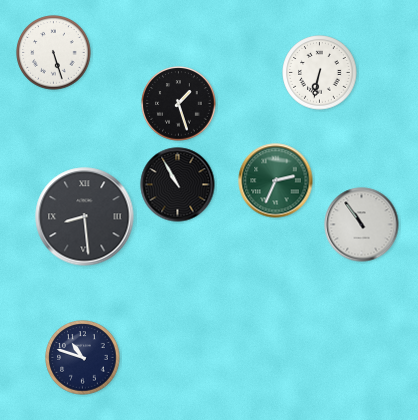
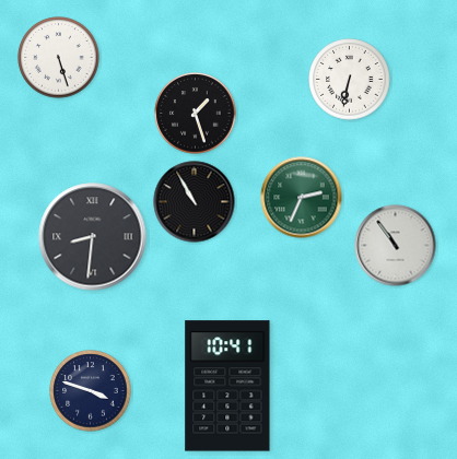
clock at (85, 217): 8:29 -> 8:31
clock at (227, 386): none -> 10:41
clock at (83, 358): 10:48 -> 3:48
